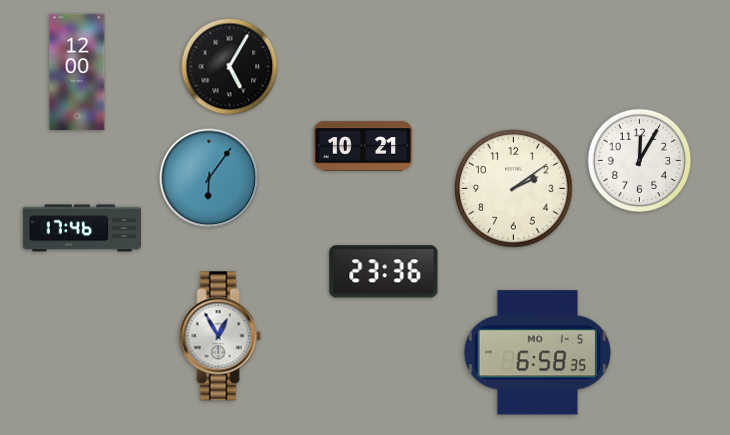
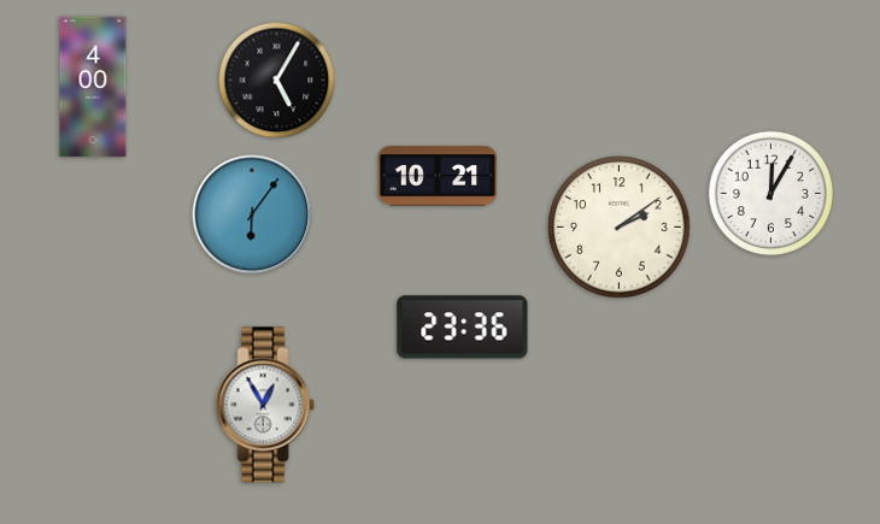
clock at (77, 72): 12:00 -> 4:00
clock at (81, 228): 17:46 -> none
clock at (537, 353): 6:58 -> none
